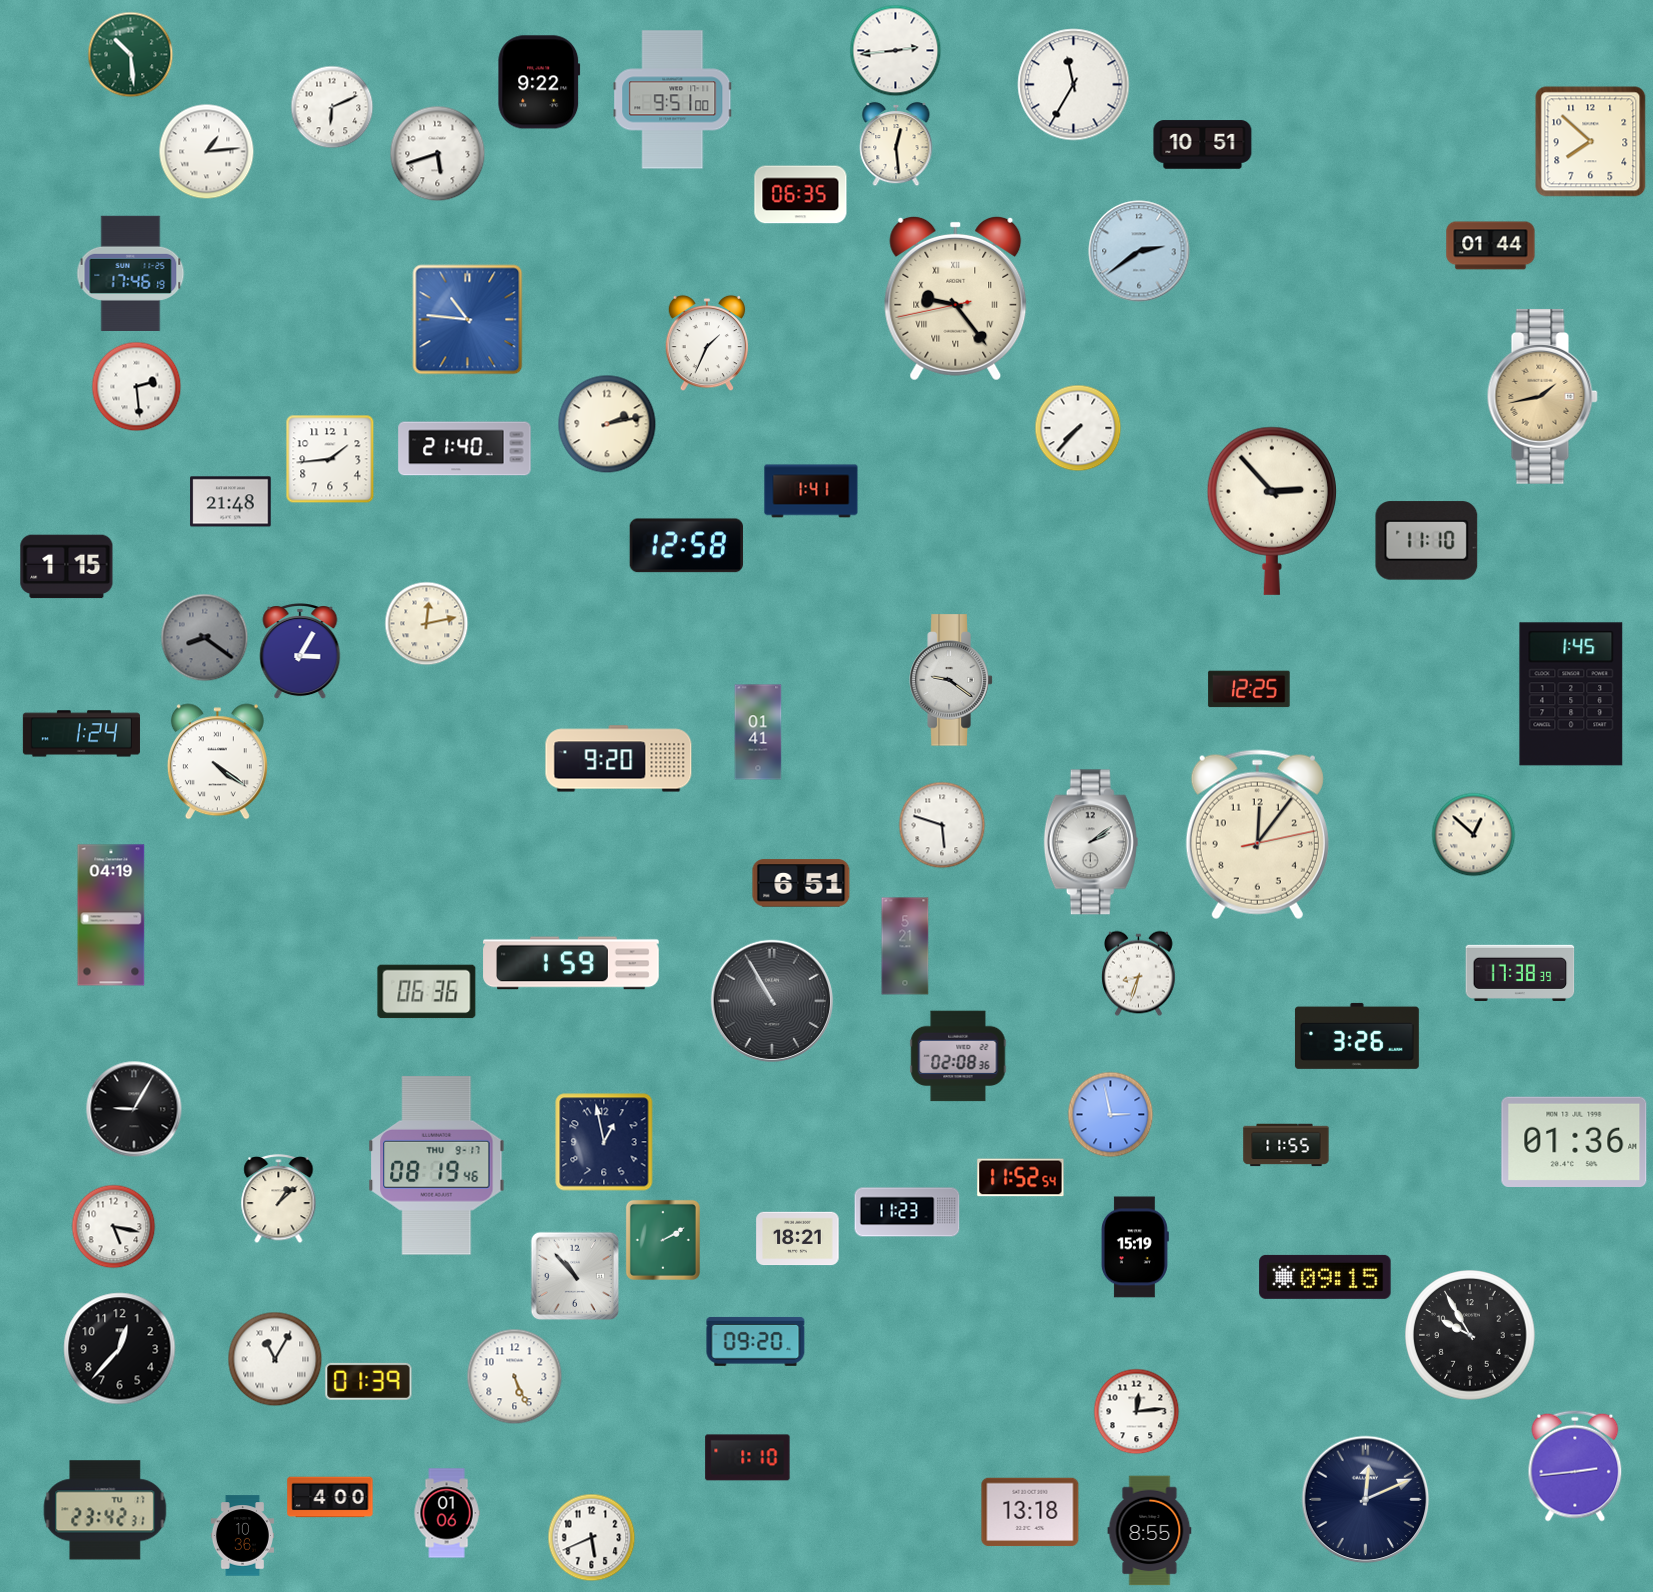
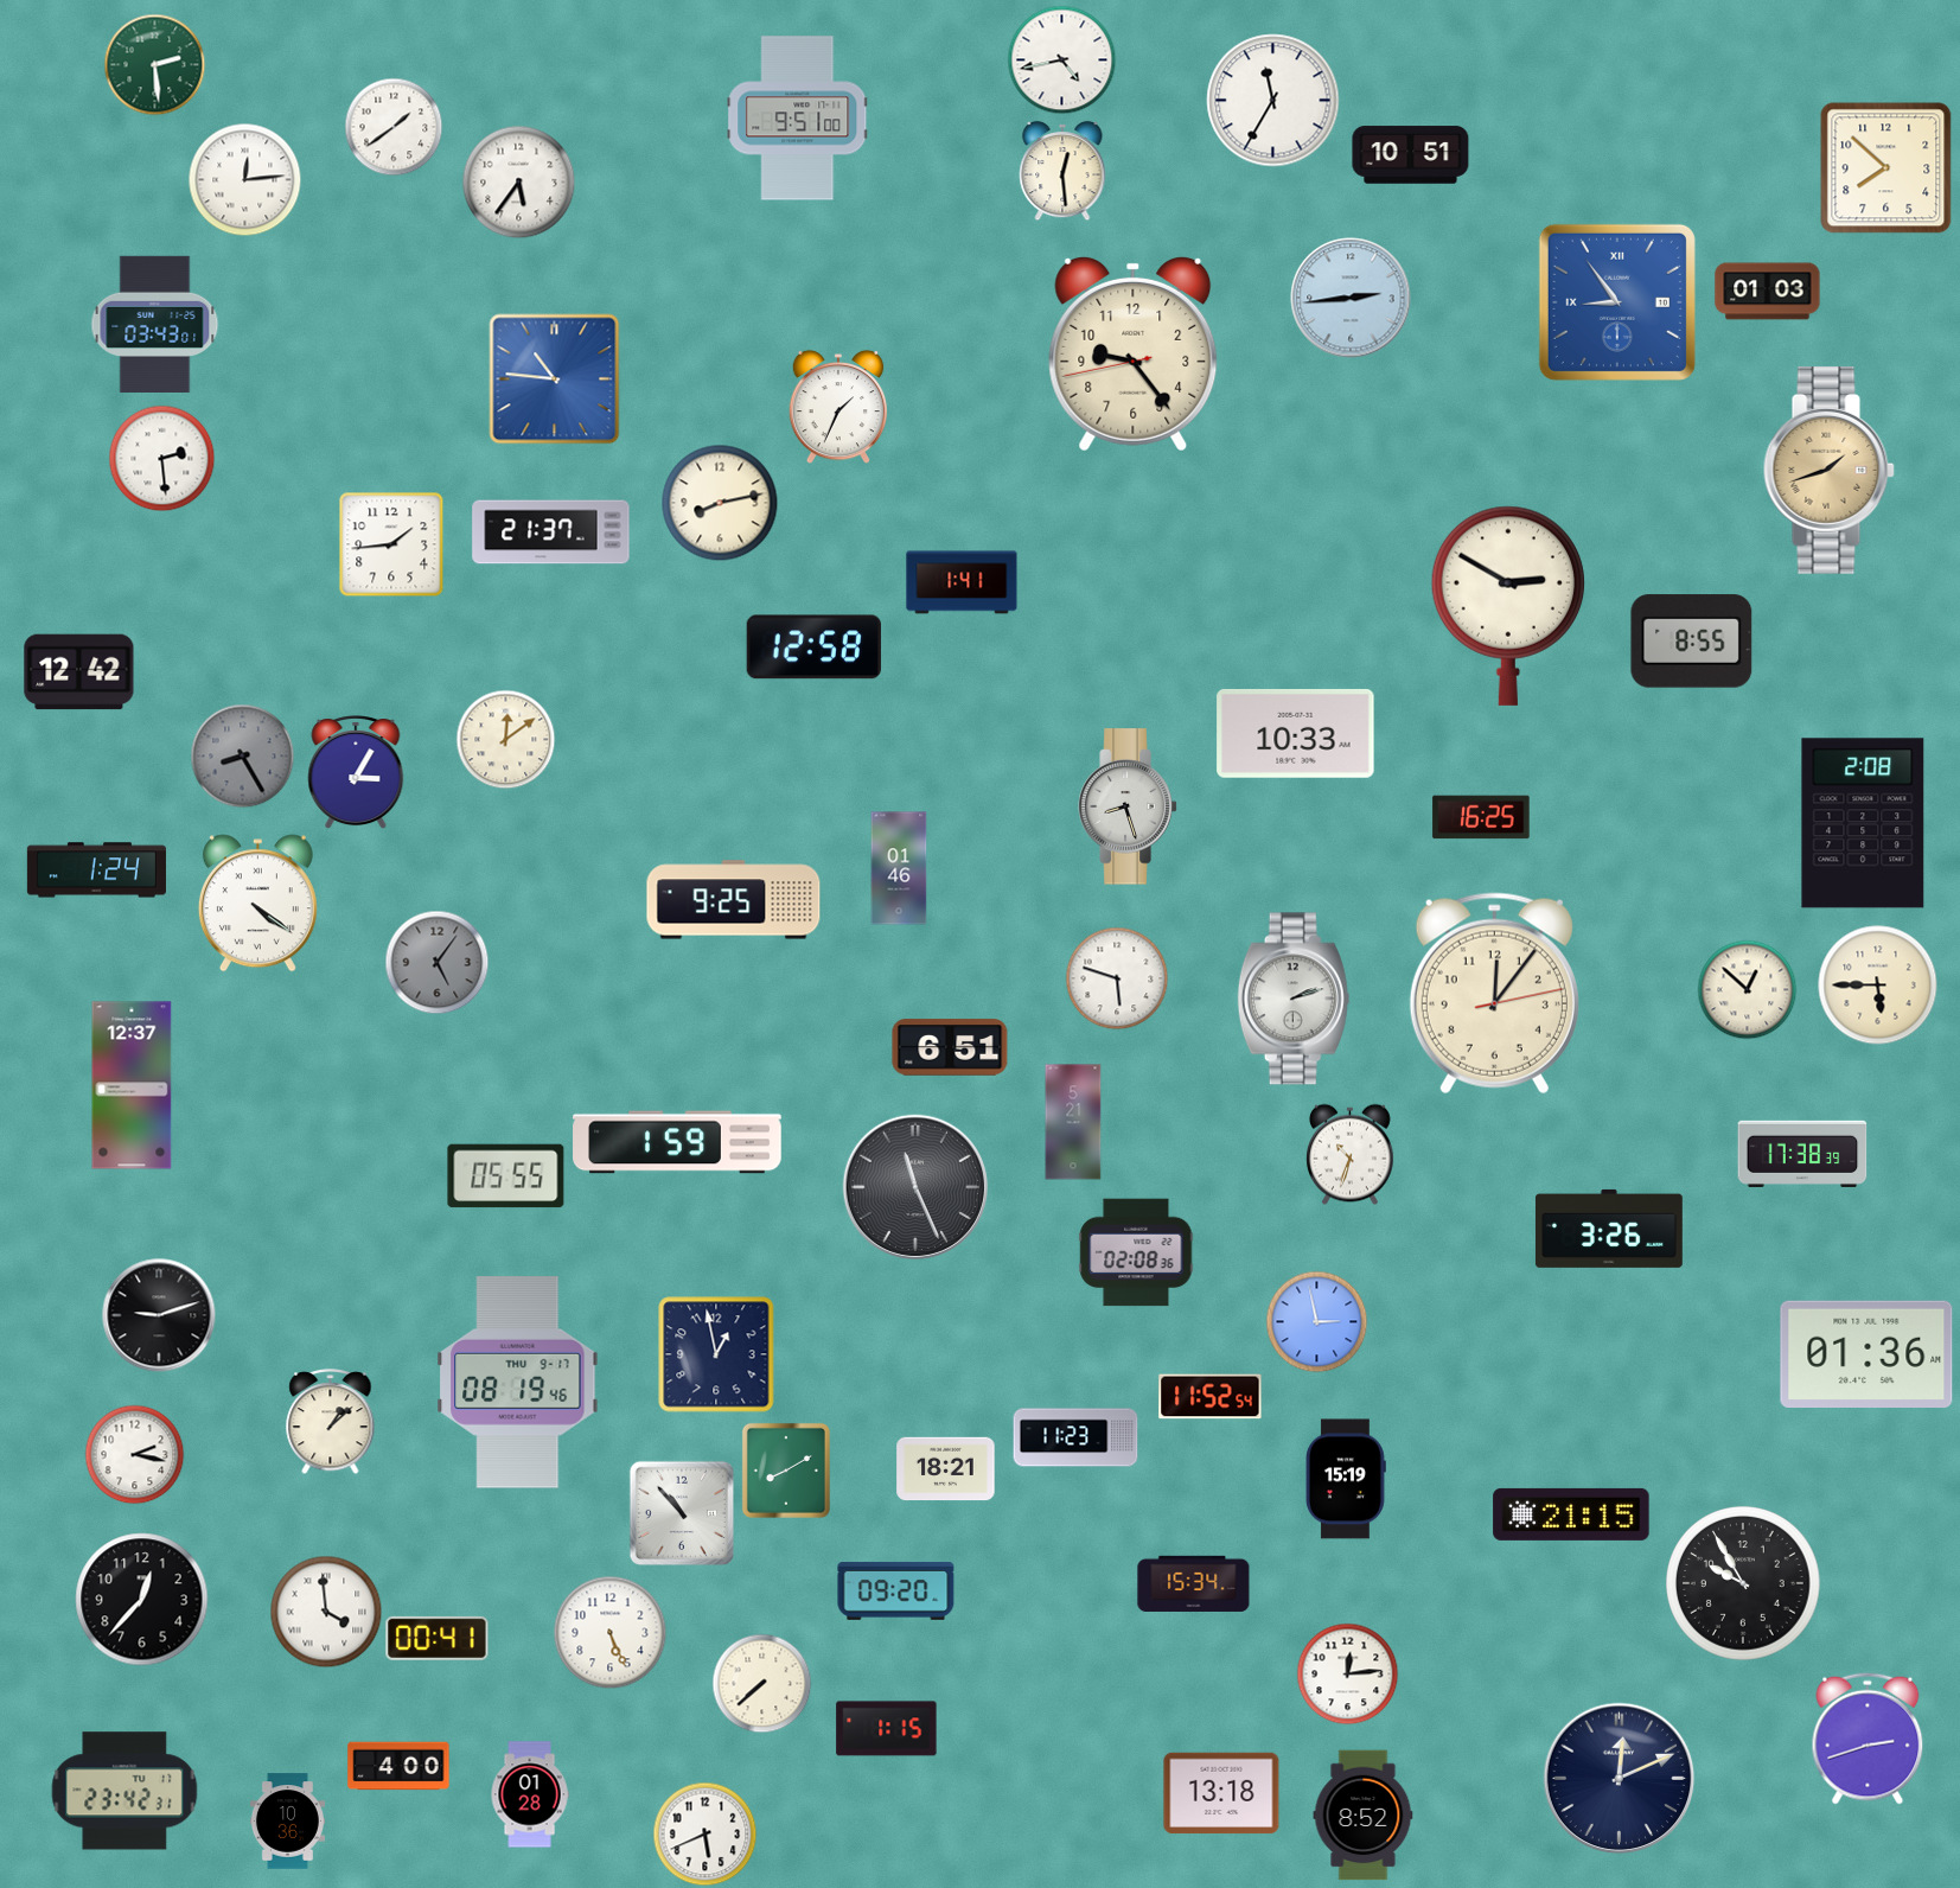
clock at (895, 50): 2:44 -> 4:43
clock at (130, 54): 10:29 -> 2:29
clock at (539, 82): 9:22 -> none
clock at (332, 107): 6:11 -> 1:39
clock at (1203, 145) position: (1203, 145) -> (1411, 155)
clock at (206, 151): 1:14 -> 12:14
clock at (437, 153): 5:42 -> 5:36
clock at (801, 195): 06:35 -> none
clock at (1491, 246): 01:44 -> 01:03
clock at (1139, 251): 2:39 -> 2:44
clock at (1617, 302): none -> 8:54
clock at (131, 273): 17:46 -> 03:43
clock at (956, 298) numerals: Roman -> Arabic
clock at (1542, 396): 1:43 -> 1:42
clock at (607, 424): 2:13 -> 8:13
clock at (1078, 428): 7:37 -> none
clock at (465, 449): 21:40 -> 21:37
clock at (231, 502): 21:48 -> none
clock at (1271, 511): 2:53 -> 2:50
clock at (1427, 541): 11:10 -> 8:55
clock at (67, 567): 1:15 -> 12:42
clock at (1296, 734): none -> 10:33
clock at (426, 623): 12:13 -> 12:09
clock at (204, 637): 8:21 -> 8:25
clock at (951, 680): 9:21 -> 8:27
clock at (1249, 689): 12:25 -> 16:25
clock at (1571, 694): 1:45 -> 2:08
clock at (758, 732): 01:41 -> 01:46
clock at (619, 759): 9:20 -> 9:25
clock at (436, 962): none -> 5:06
clock at (1878, 986): none -> 5:45
clock at (1257, 835) position: (1257, 835) -> (1494, 994)
clock at (1091, 842): 2:09 -> 2:12
clock at (111, 915): 04:19 -> 12:37
clock at (1139, 973): 8:33 -> 10:33
clock at (427, 992): 06:36 -> 05:55
clock at (771, 1000): 10:55 -> 11:26
clock at (134, 1109): 9:05 -> 9:12
clock at (1286, 1145): 11:55 -> none
clock at (113, 1226): 5:17 -> 2:17
clock at (663, 1240): 2:10 -> 8:10
clock at (1325, 1277): 09:15 -> 21:15
clock at (1194, 1583): none -> 15:34
clock at (275, 1359): 11:05 -> 3:59
clock at (369, 1381): 01:39 -> 00:41
clock at (761, 1683): none -> 7:38
clock at (748, 1458): 1:10 -> 1:15
clock at (1575, 1466): 2:44 -> 2:42
clock at (330, 1497) position: (330, 1497) -> (398, 1766)
clock at (447, 1513): 01:06 -> 01:28
clock at (1150, 1531): 8:55 -> 8:52
clock at (591, 1537) position: (591, 1537) -> (704, 1833)
